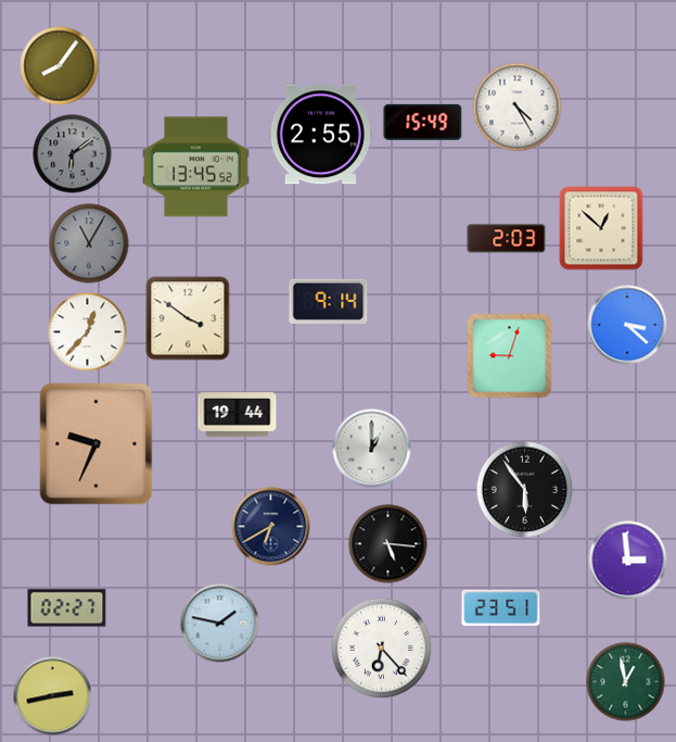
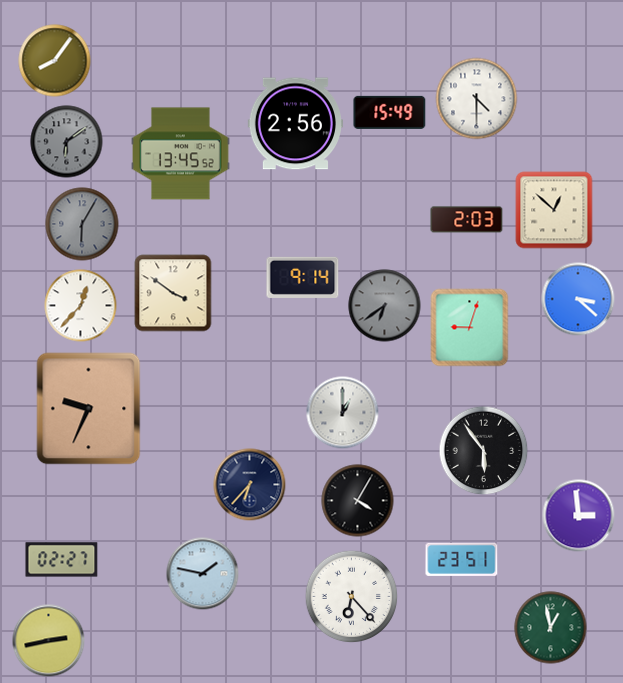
clock at (518, 108): 4:25 -> 4:30
clock at (320, 135): 2:55 -> 2:56
clock at (89, 243): 11:05 -> 6:05
clock at (385, 306): none -> 6:39
clock at (238, 415): 19:44 -> none
clock at (271, 527): 6:40 -> 6:37
clock at (388, 544): 5:16 -> 4:05
clock at (626, 682) position: (626, 682) -> (551, 628)
